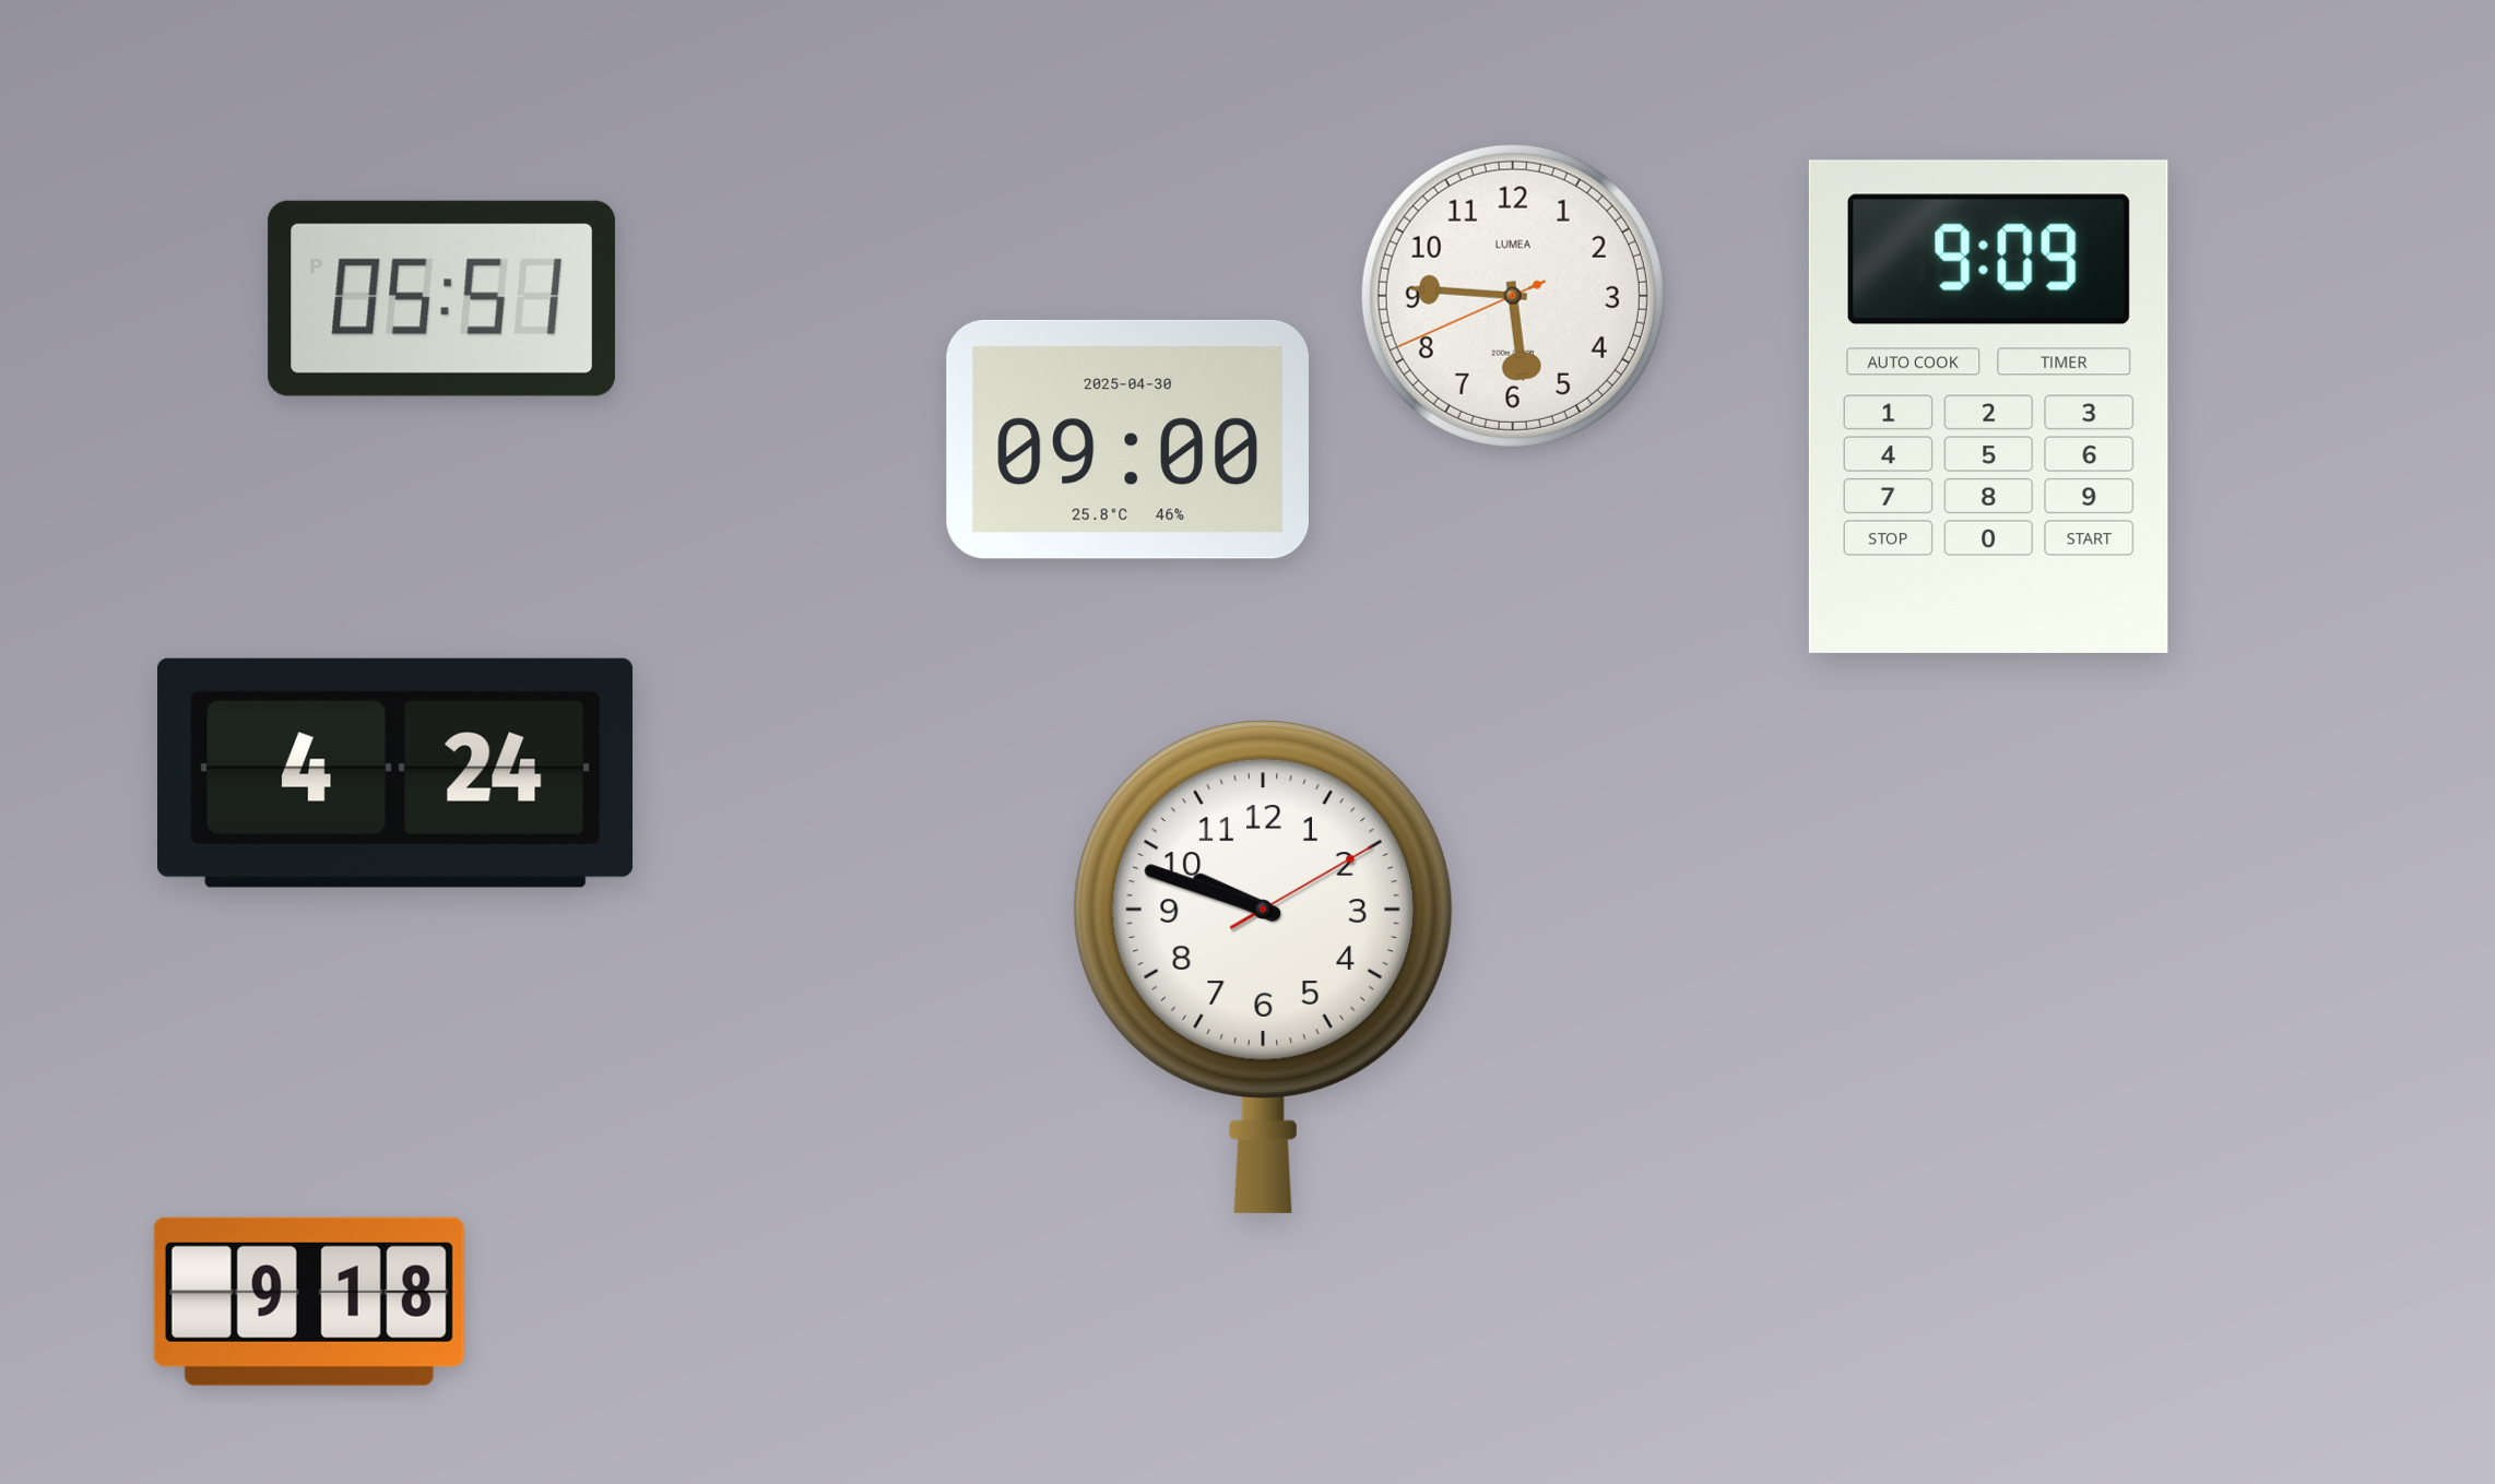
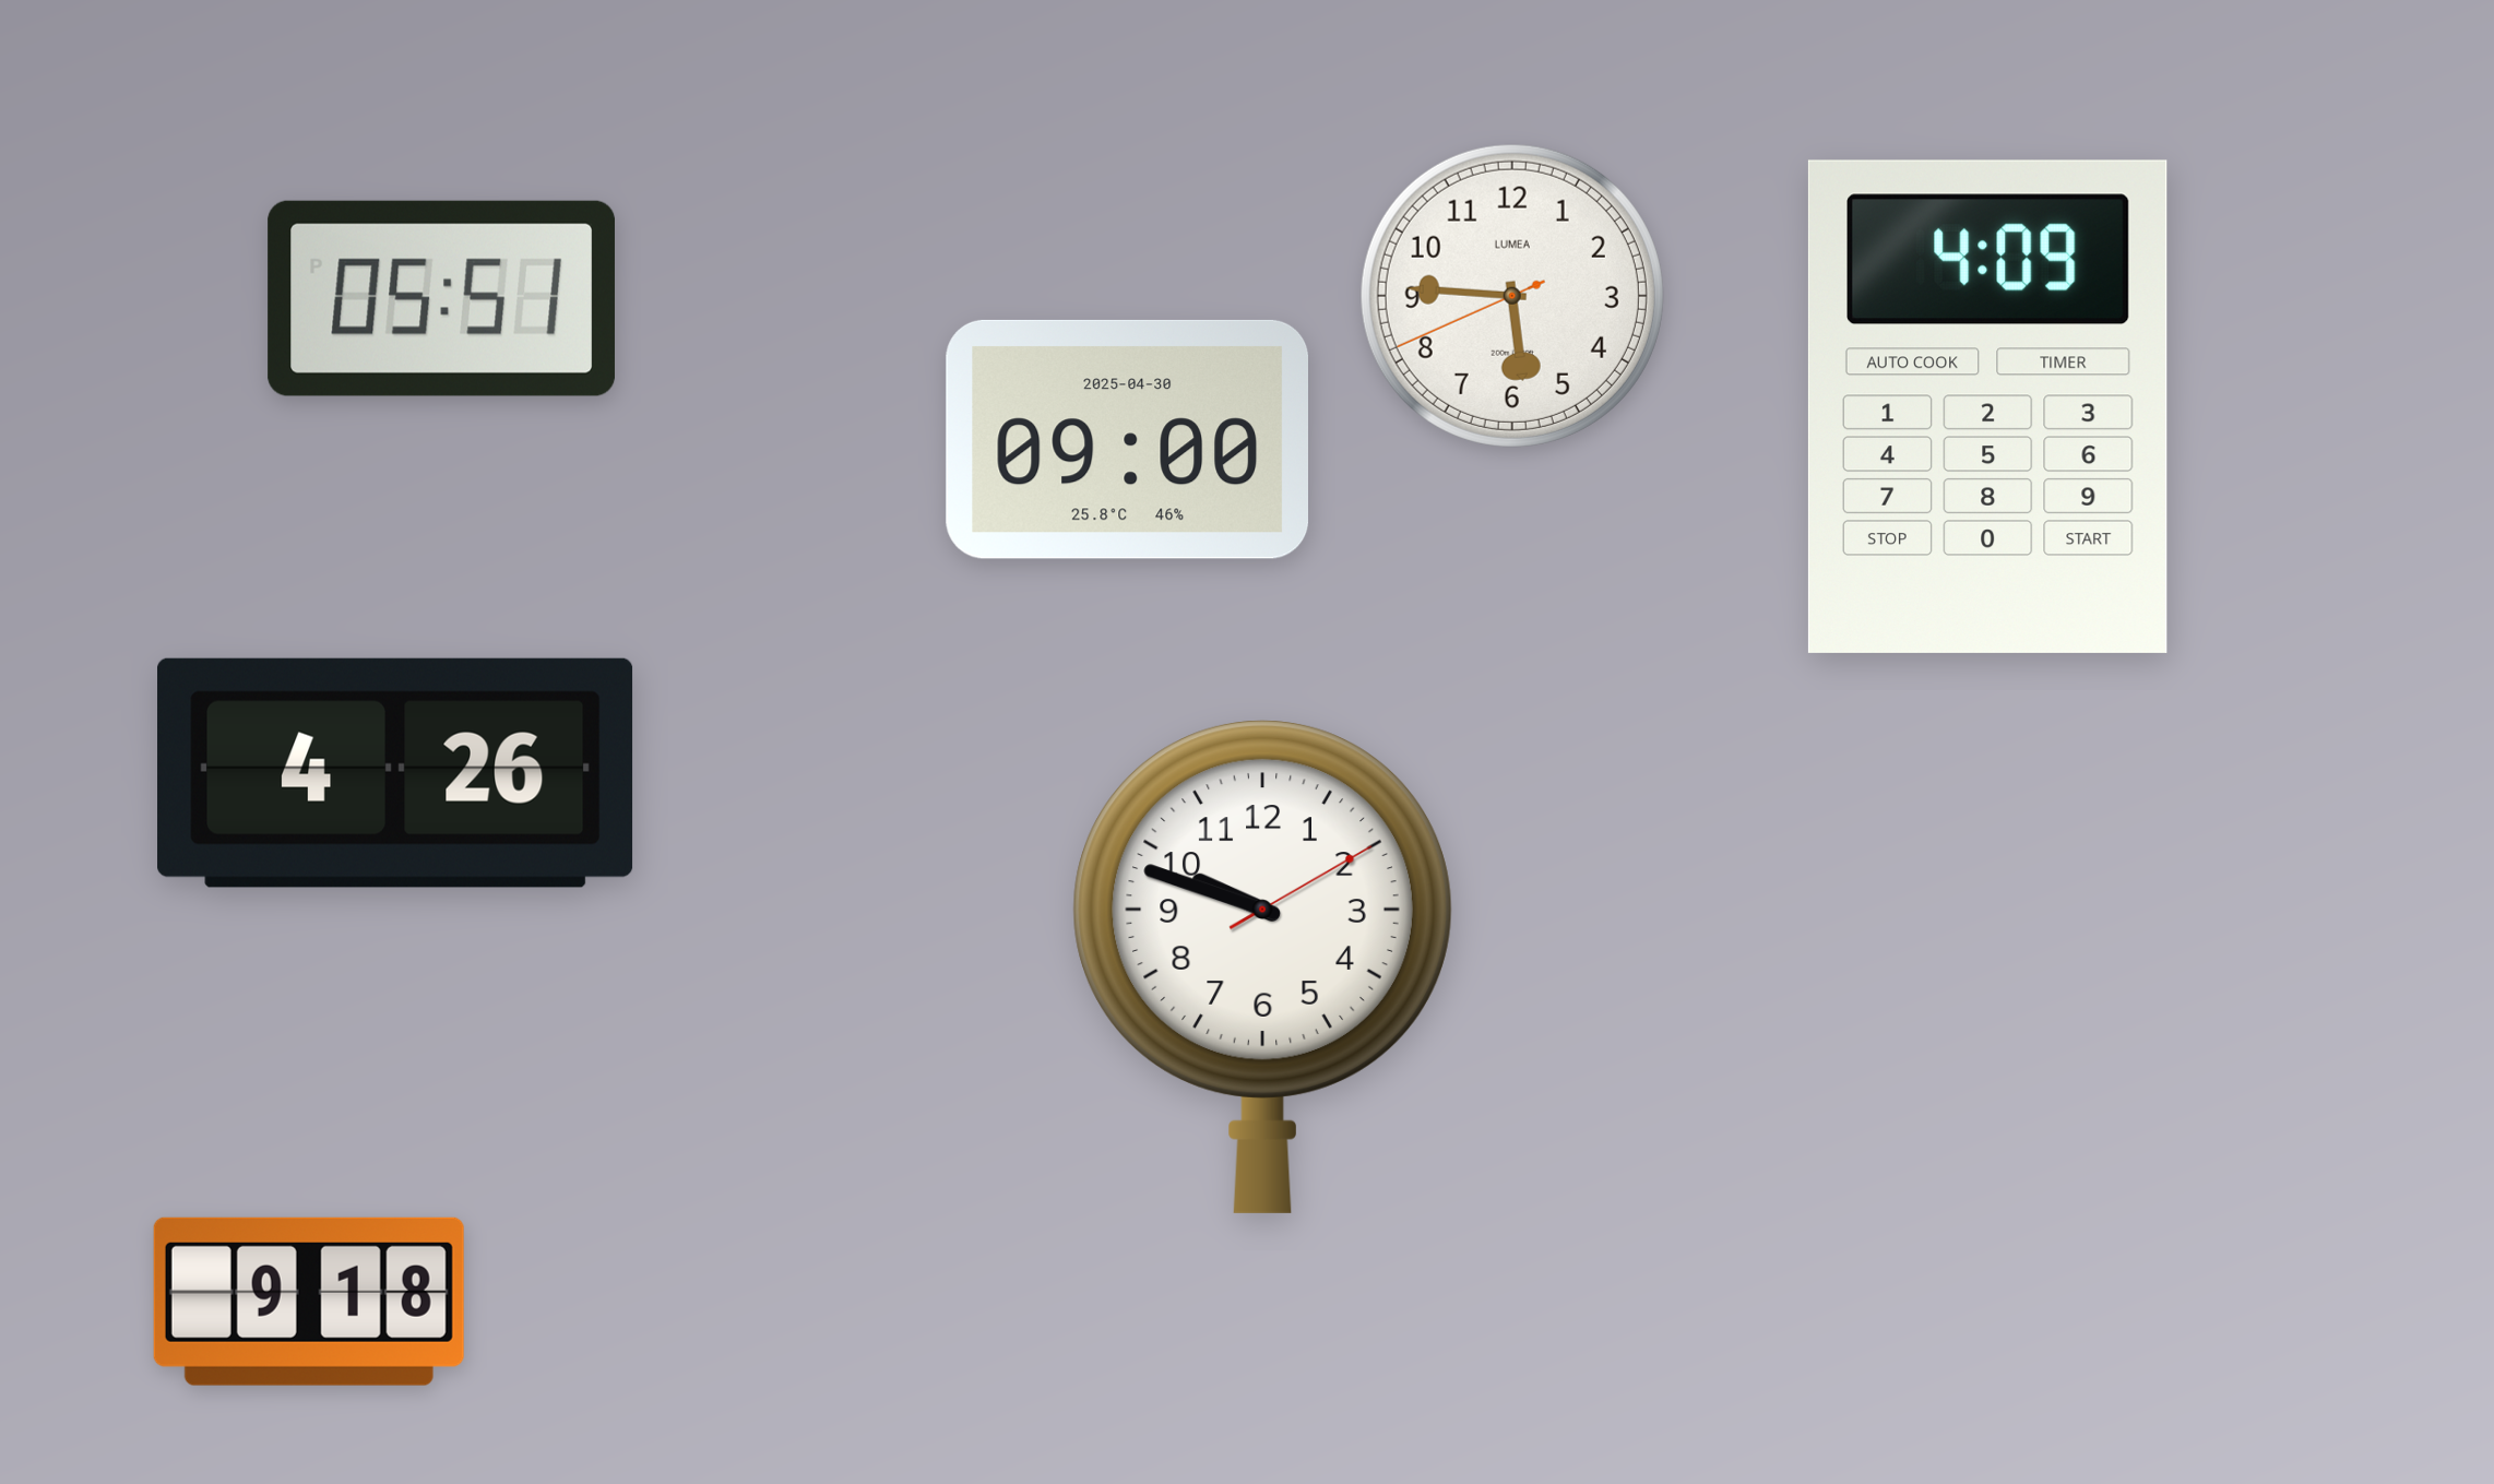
clock at (1988, 406): 9:09 -> 4:09
clock at (395, 773): 4:24 -> 4:26
